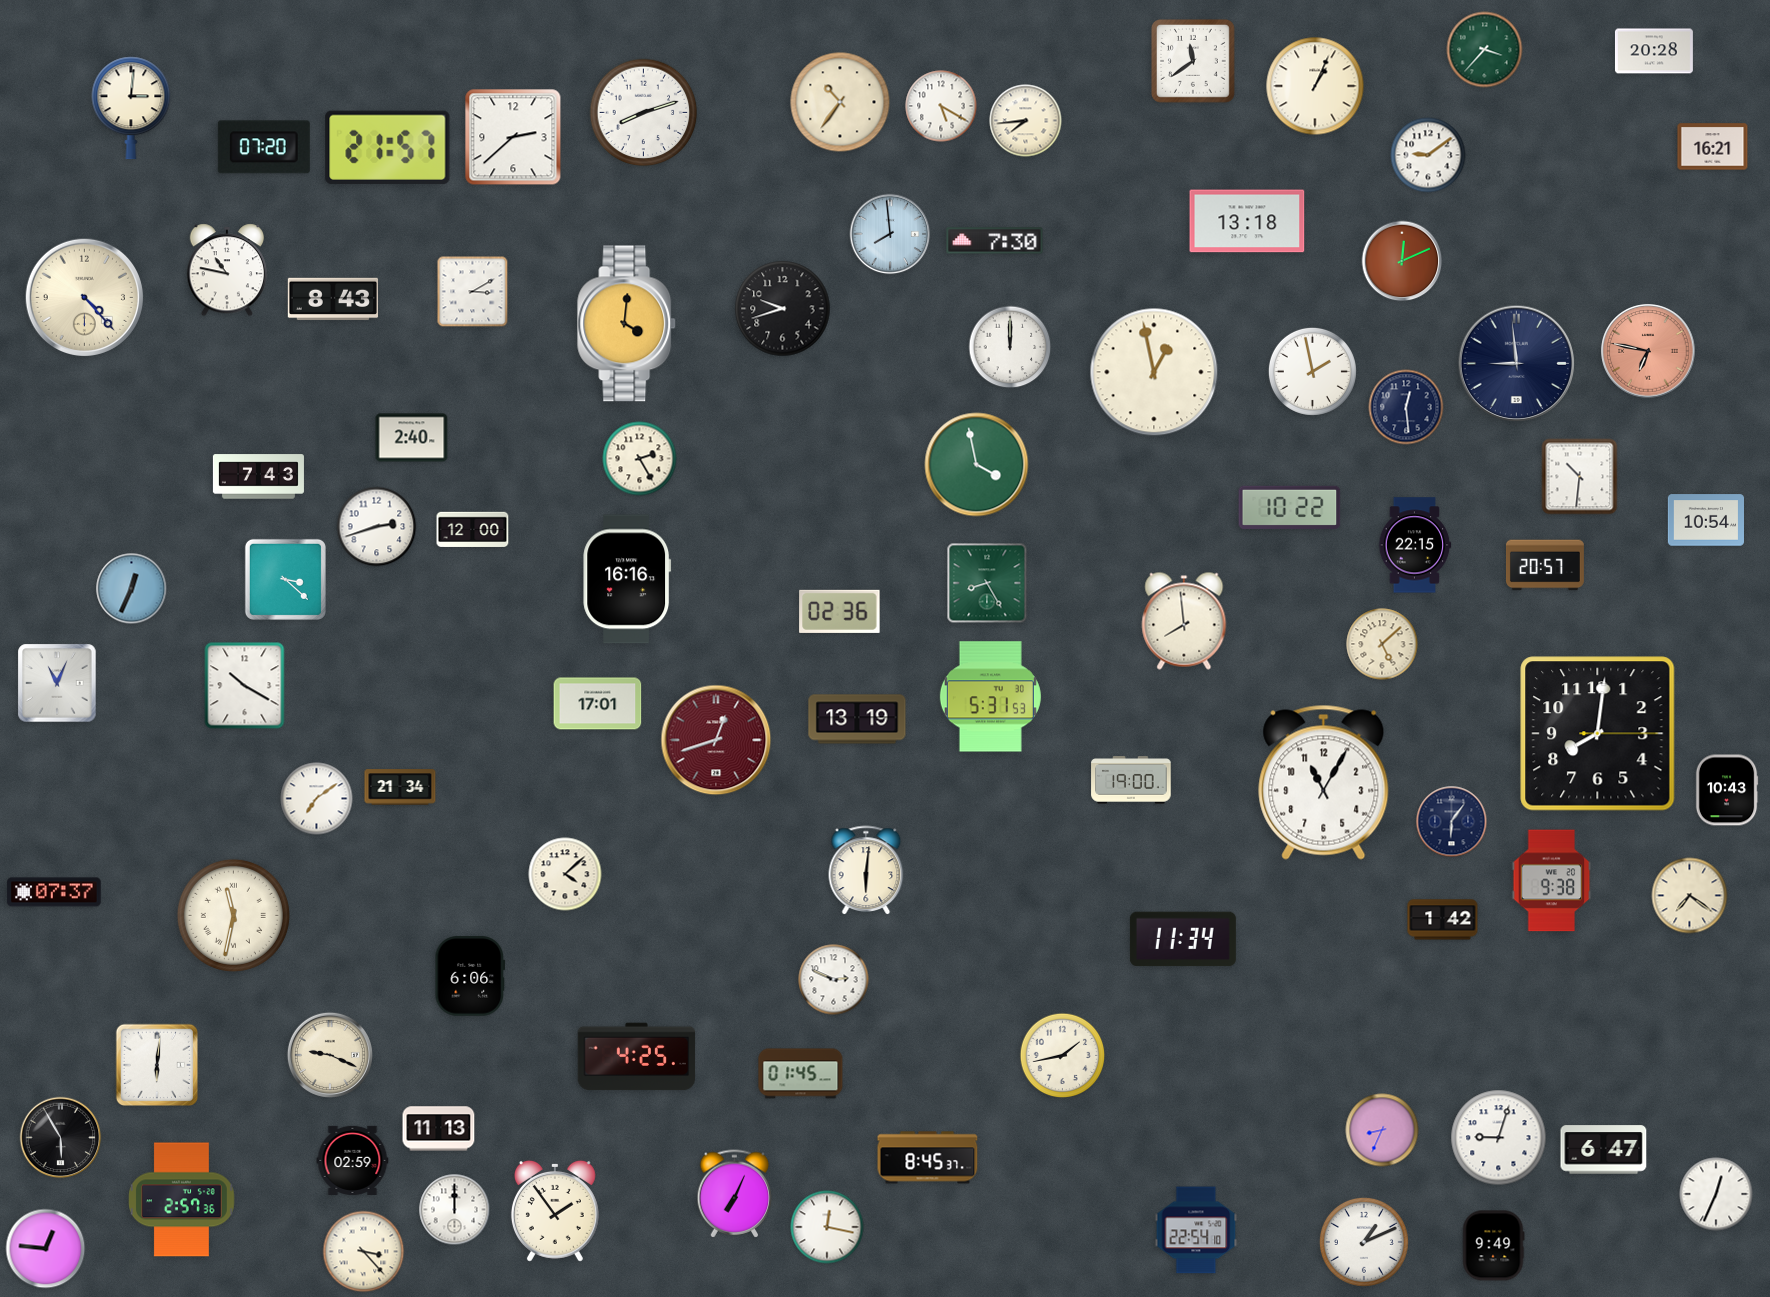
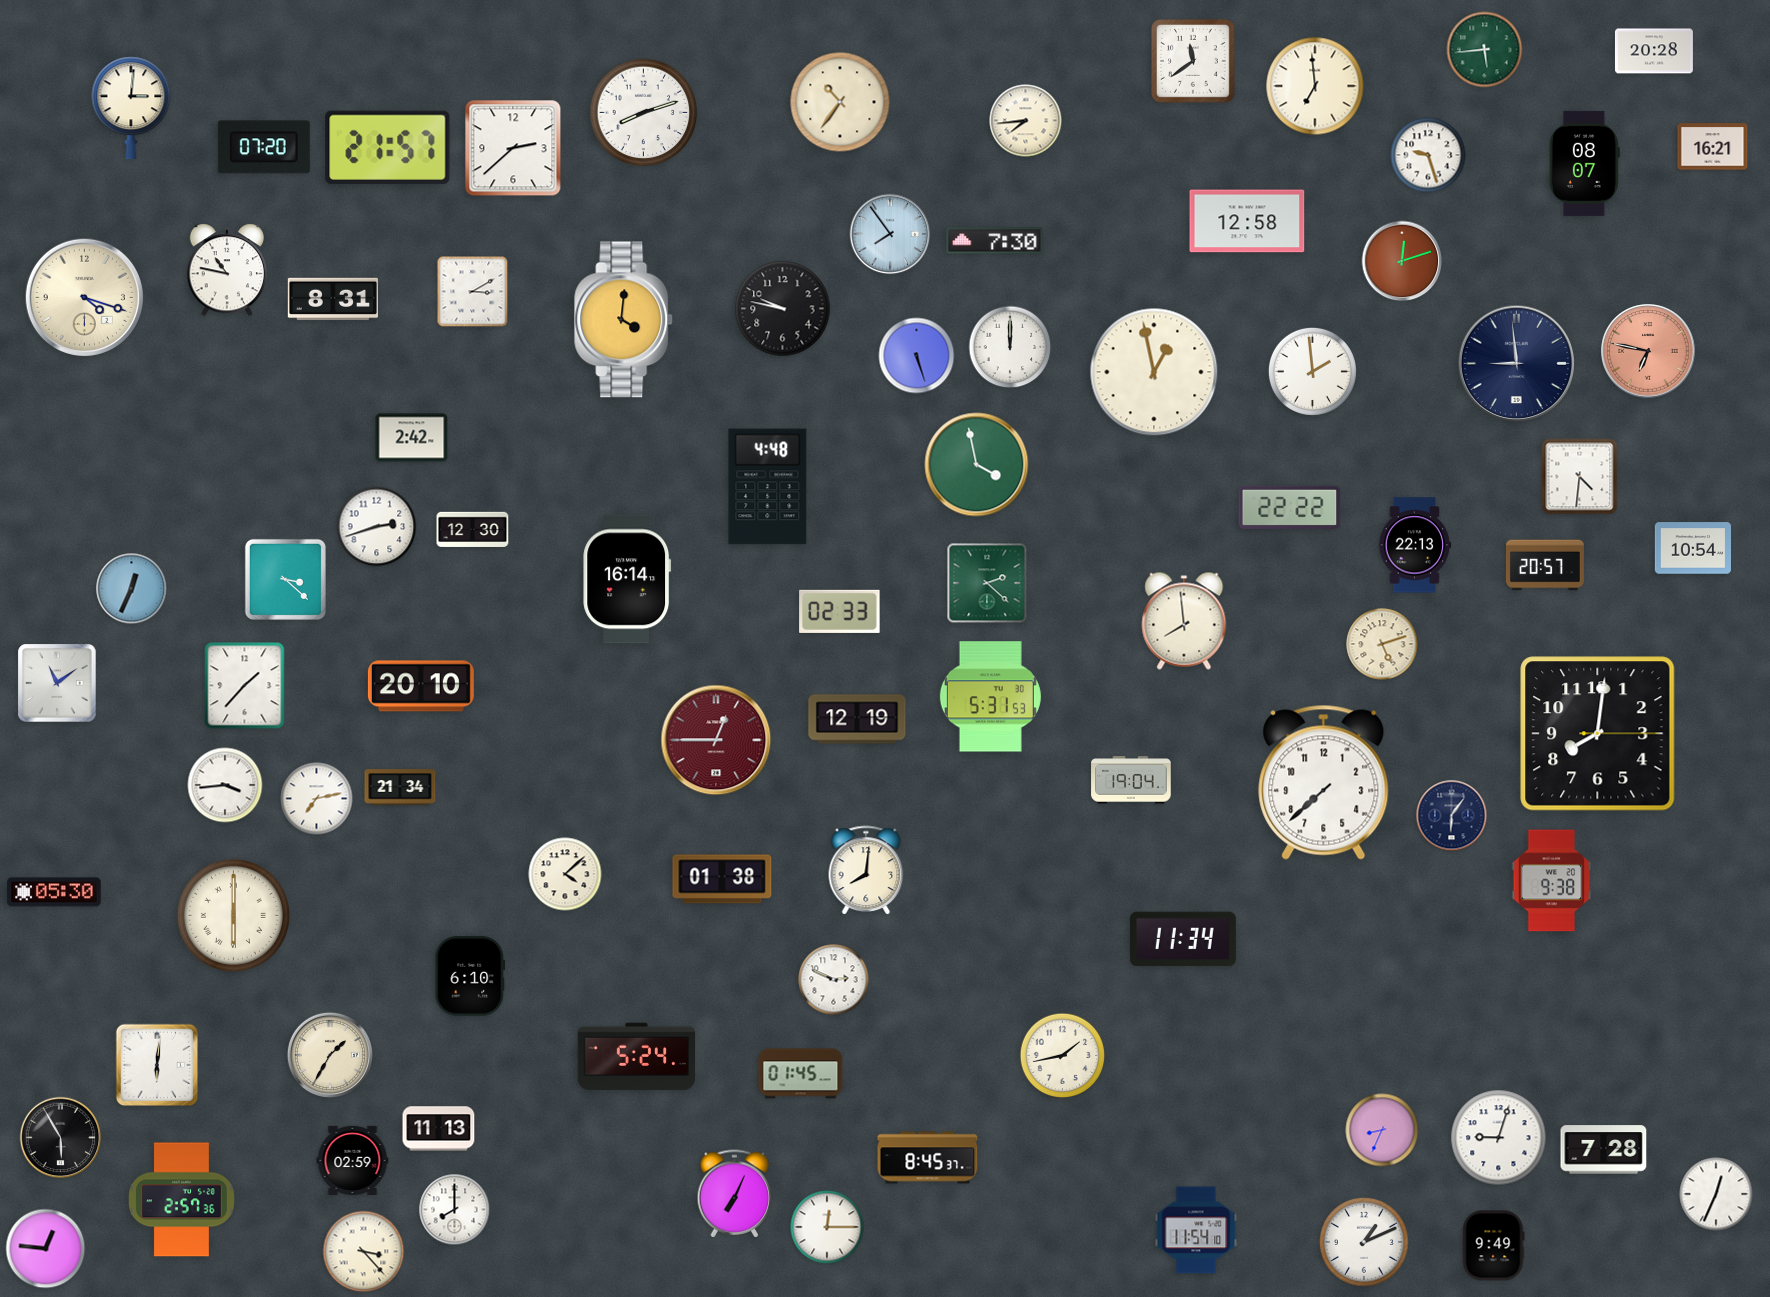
clock at (1485, 50): 3:37 -> 5:44
clock at (1315, 86): 1:04 -> 6:59
clock at (941, 106): 5:20 -> none
clock at (513, 137) position: (513, 137) -> (513, 148)
clock at (1428, 155): 9:09 -> 9:27
clock at (1584, 163): none -> 08:07
clock at (1247, 221): 13:18 -> 12:58
clock at (890, 234): 7:59 -> 7:54
clock at (1402, 261): 12:11 -> 12:12
clock at (84, 297): 4:23 -> 4:18
clock at (332, 299): 8:43 -> 8:31
clock at (783, 309): 9:42 -> 9:47
clock at (627, 324) position: (627, 324) -> (624, 320)
clock at (917, 356): none -> 5:27
clock at (1312, 371): 1:58 -> 1:59
clock at (1406, 407): 12:29 -> none
clock at (412, 438): 2:40 -> 2:42
clock at (640, 459): 2:25 -> none
clock at (258, 477): 7:43 -> none
clock at (1580, 477): 10:31 -> 4:31
clock at (768, 487): none -> 4:48
clock at (1290, 507): 10:22 -> 22:22
clock at (1705, 520) position: (1705, 520) -> (1692, 548)
clock at (473, 529): 12:00 -> 12:30
clock at (1415, 545): 22:15 -> 22:13
clock at (627, 579): 16:16 -> 16:14
clock at (987, 583): 8:25 -> 2:22
clock at (840, 611): 02:36 -> 02:33
clock at (1382, 644): 5:08 -> 5:12
clock at (57, 683): 11:04 -> 11:09
clock at (245, 686): 10:20 -> 1:37
clock at (421, 686): none -> 20:10
clock at (598, 704): 17:01 -> none
clock at (857, 719): 13:19 -> 12:19
clock at (716, 740): 12:42 -> 12:45
clock at (1131, 780): 19:00 -> 19:04
clock at (1324, 782): 11:05 -> 7:38
clock at (225, 785): none -> 3:44
clock at (1727, 790): 10:43 -> none
clock at (317, 799): 7:09 -> 7:13
clock at (1452, 822) position: (1452, 822) -> (1452, 816)
clock at (866, 871): 6:01 -> 8:01
clock at (722, 879): none -> 01:38
clock at (54, 892): 07:37 -> 05:30
clock at (1690, 896): 7:21 -> none
clock at (233, 915): 11:32 -> 6:00
clock at (1443, 920): 1:42 -> none
clock at (470, 976): 6:06 -> 6:10
clock at (330, 1055): 9:19 -> 1:35
clock at (637, 1057): 4:25 -> 5:24
clock at (1604, 1150): 6:47 -> 7:28
clock at (455, 1210): 12:00 -> 8:00
clock at (555, 1211): 1:54 -> none
clock at (827, 1227): 12:17 -> 12:15
clock at (1196, 1230): 22:54 -> 11:54
